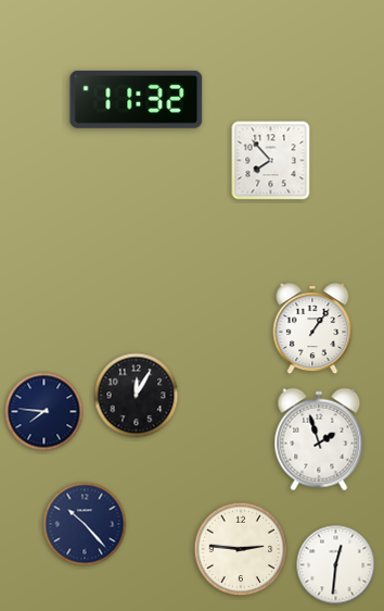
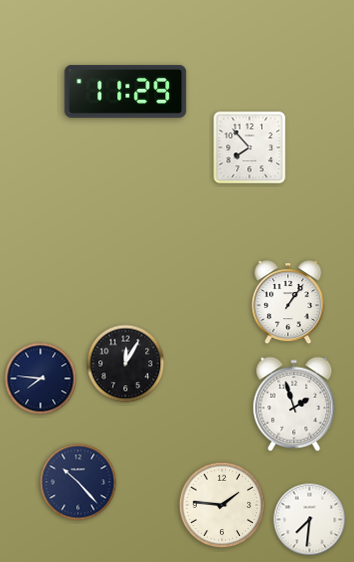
clock at (137, 99): 11:32 -> 11:29
clock at (241, 549): 2:46 -> 1:46
clock at (336, 565): 12:31 -> 7:31
